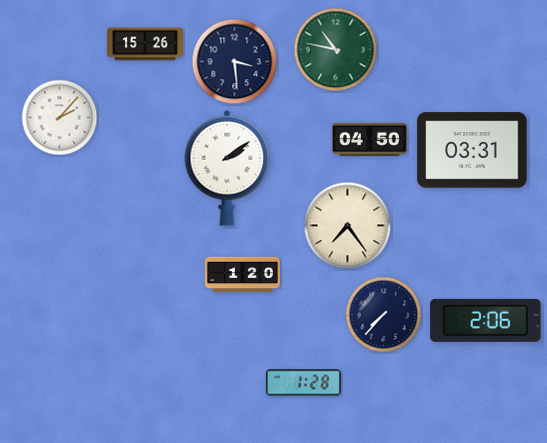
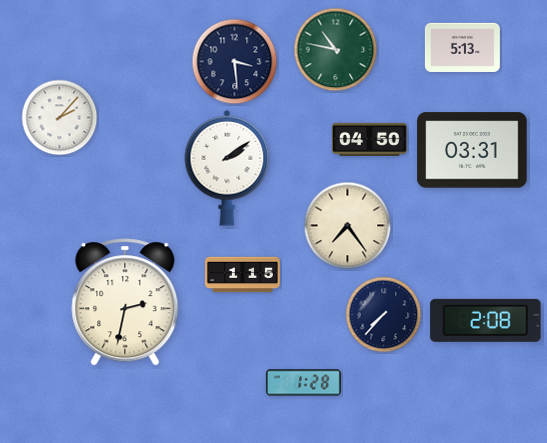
clock at (146, 44): 15:26 -> none
clock at (462, 47): none -> 5:13
clock at (242, 275): 1:20 -> 1:15
clock at (125, 302): none -> 2:32
clock at (486, 320): 2:06 -> 2:08
